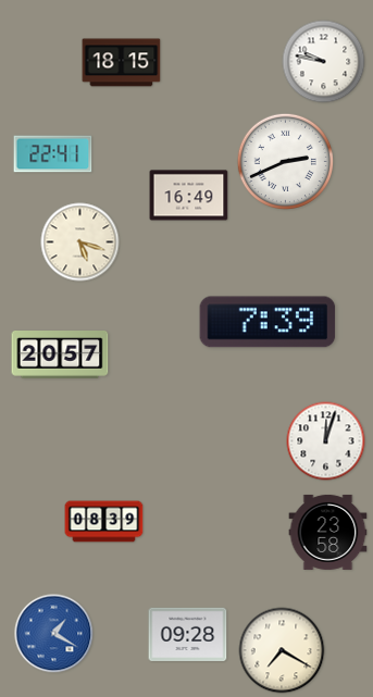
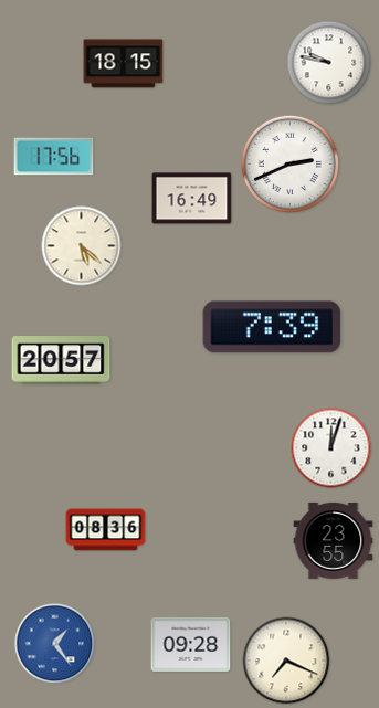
clock at (53, 154): 22:41 -> 17:56
clock at (80, 242): 5:18 -> 5:22
clock at (104, 522): 08:39 -> 08:36
clock at (328, 532): 23:58 -> 23:55
clock at (54, 634): 1:20 -> 1:24
clock at (282, 650): 7:20 -> 7:19
